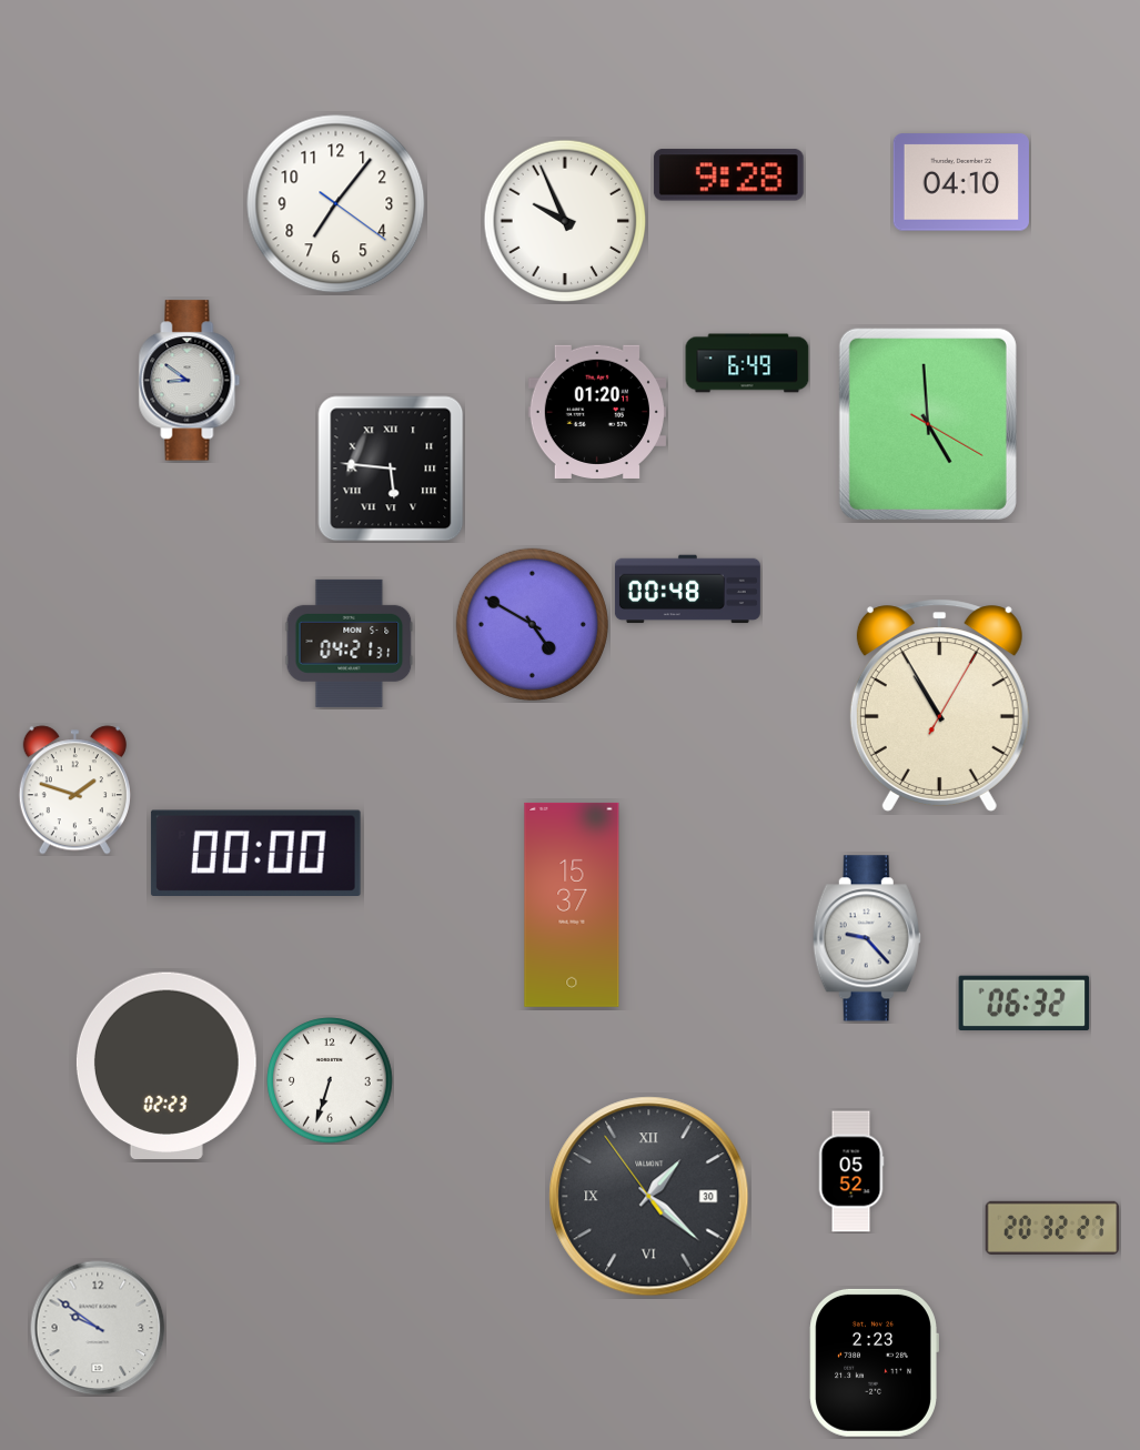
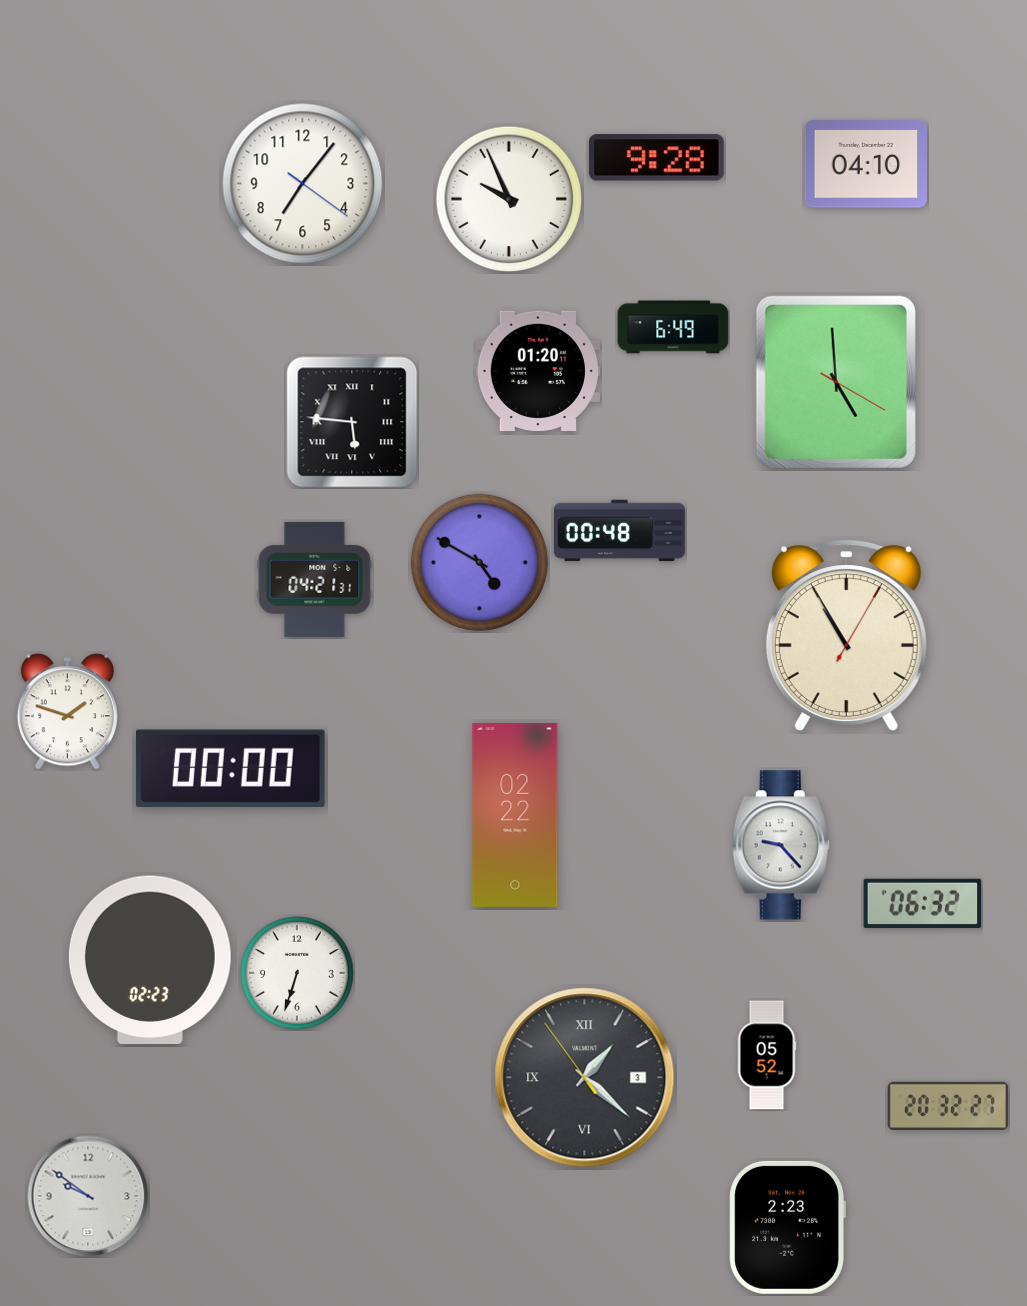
clock at (190, 381): 8:51 -> none
clock at (572, 905): 15:37 -> 02:22
clock at (649, 1197) date: 30 -> 3
